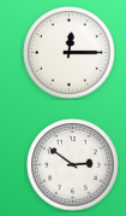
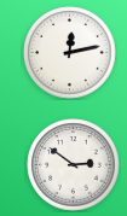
clock at (70, 53): 12:15 -> 12:13
